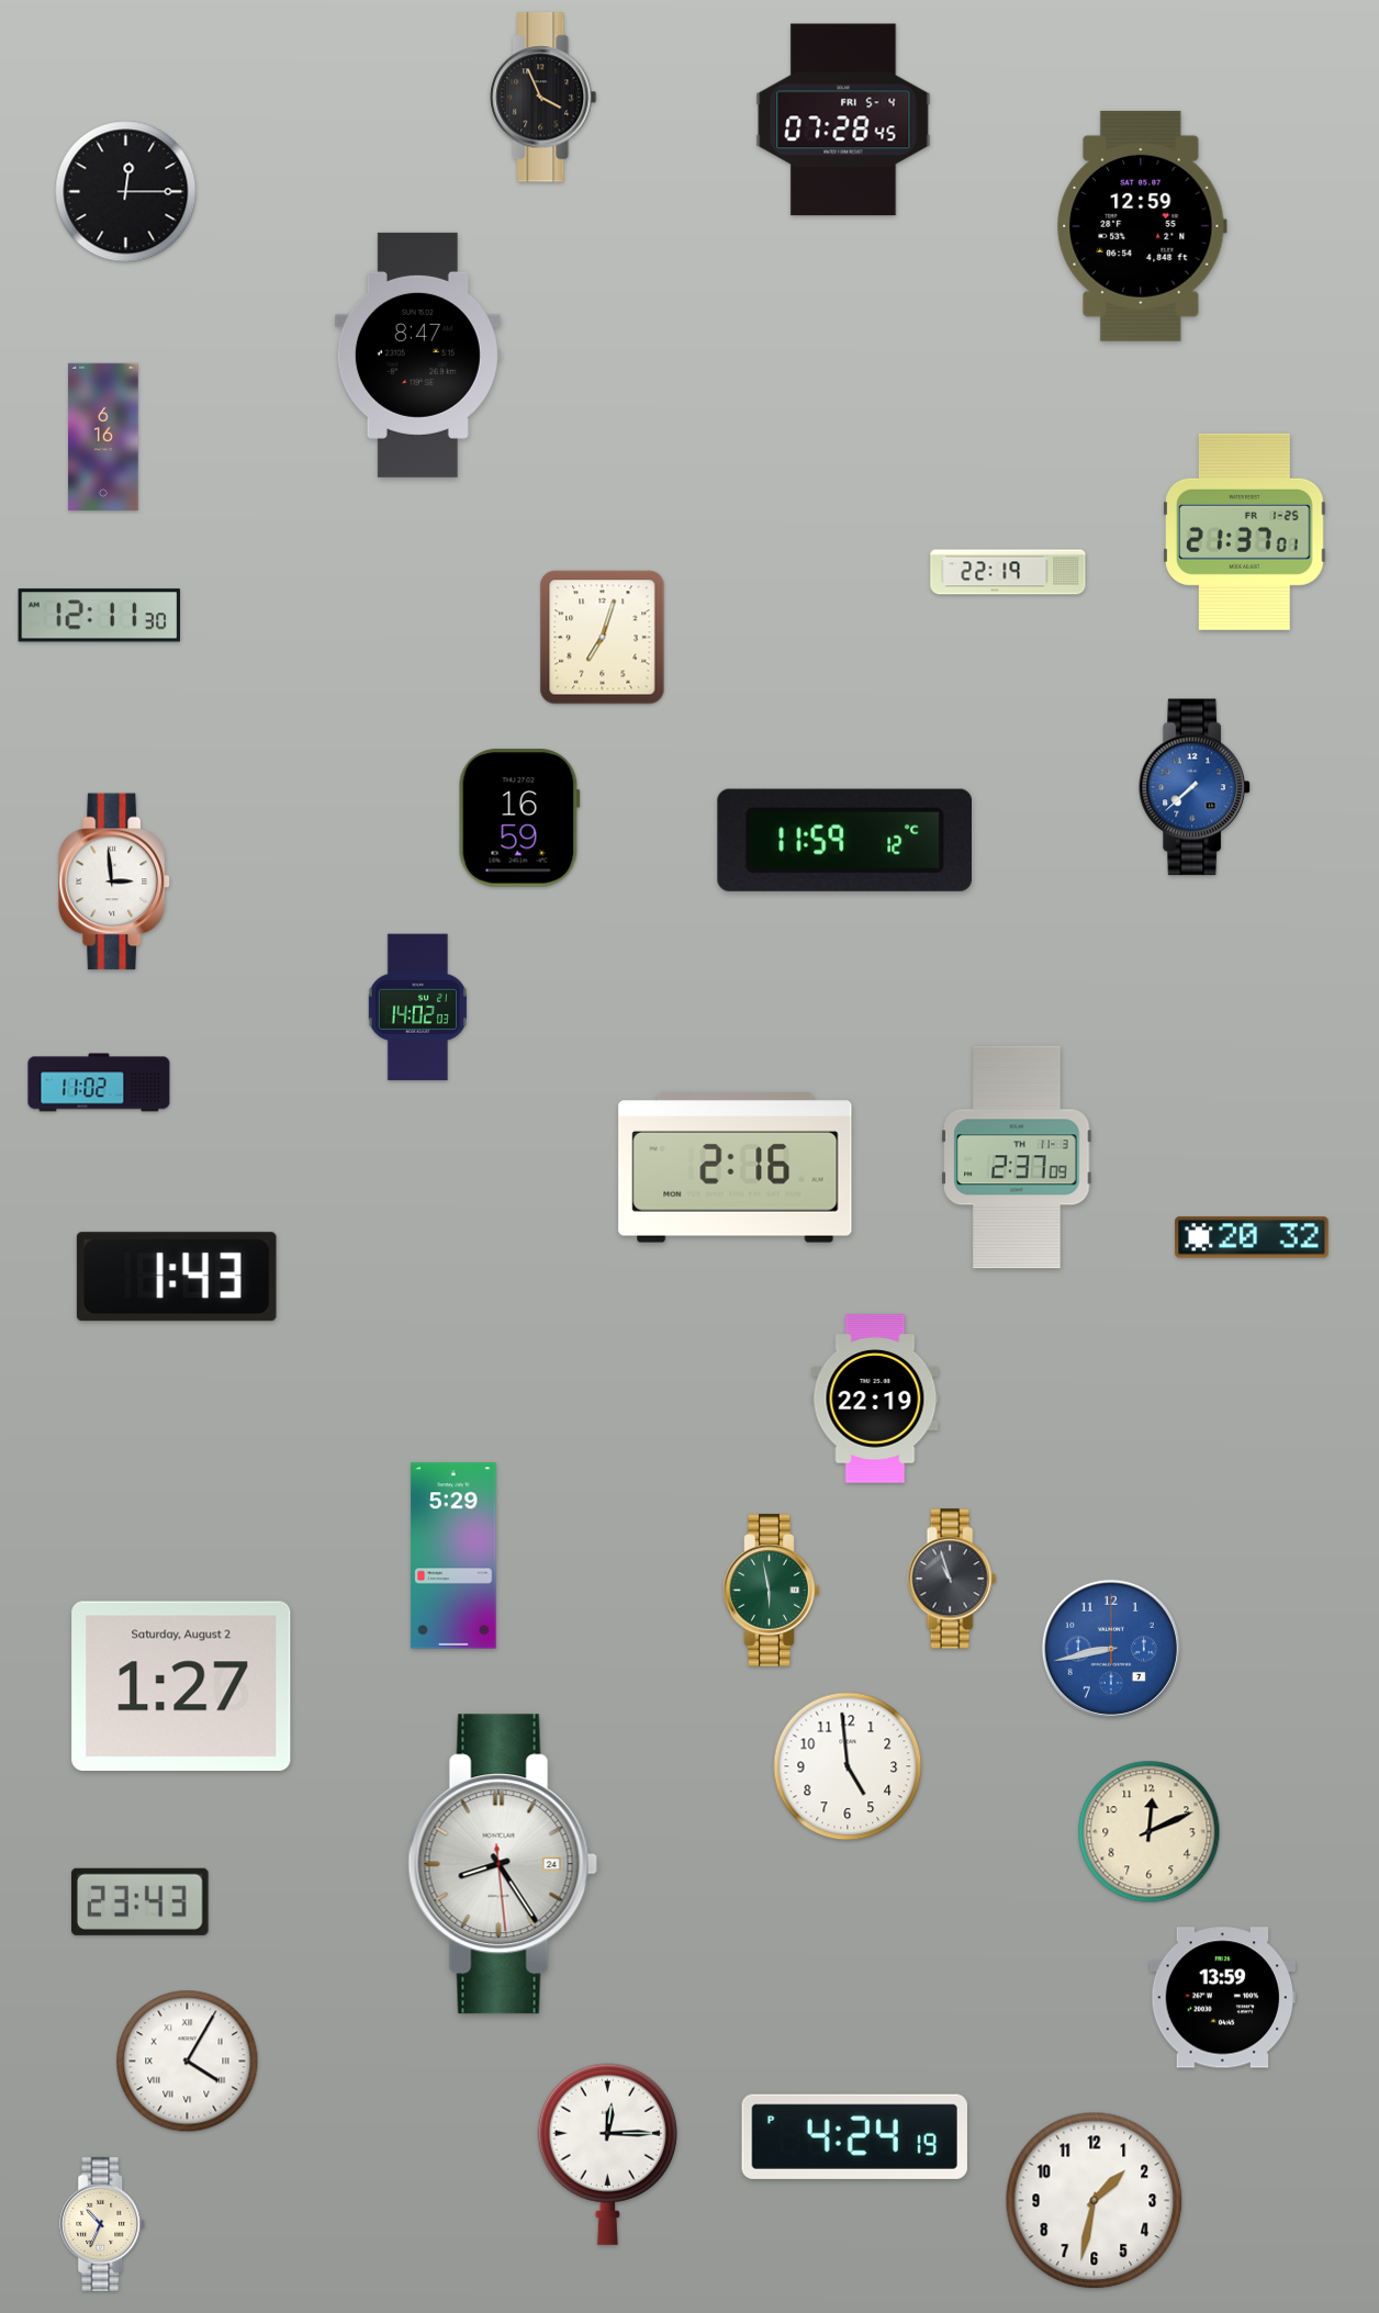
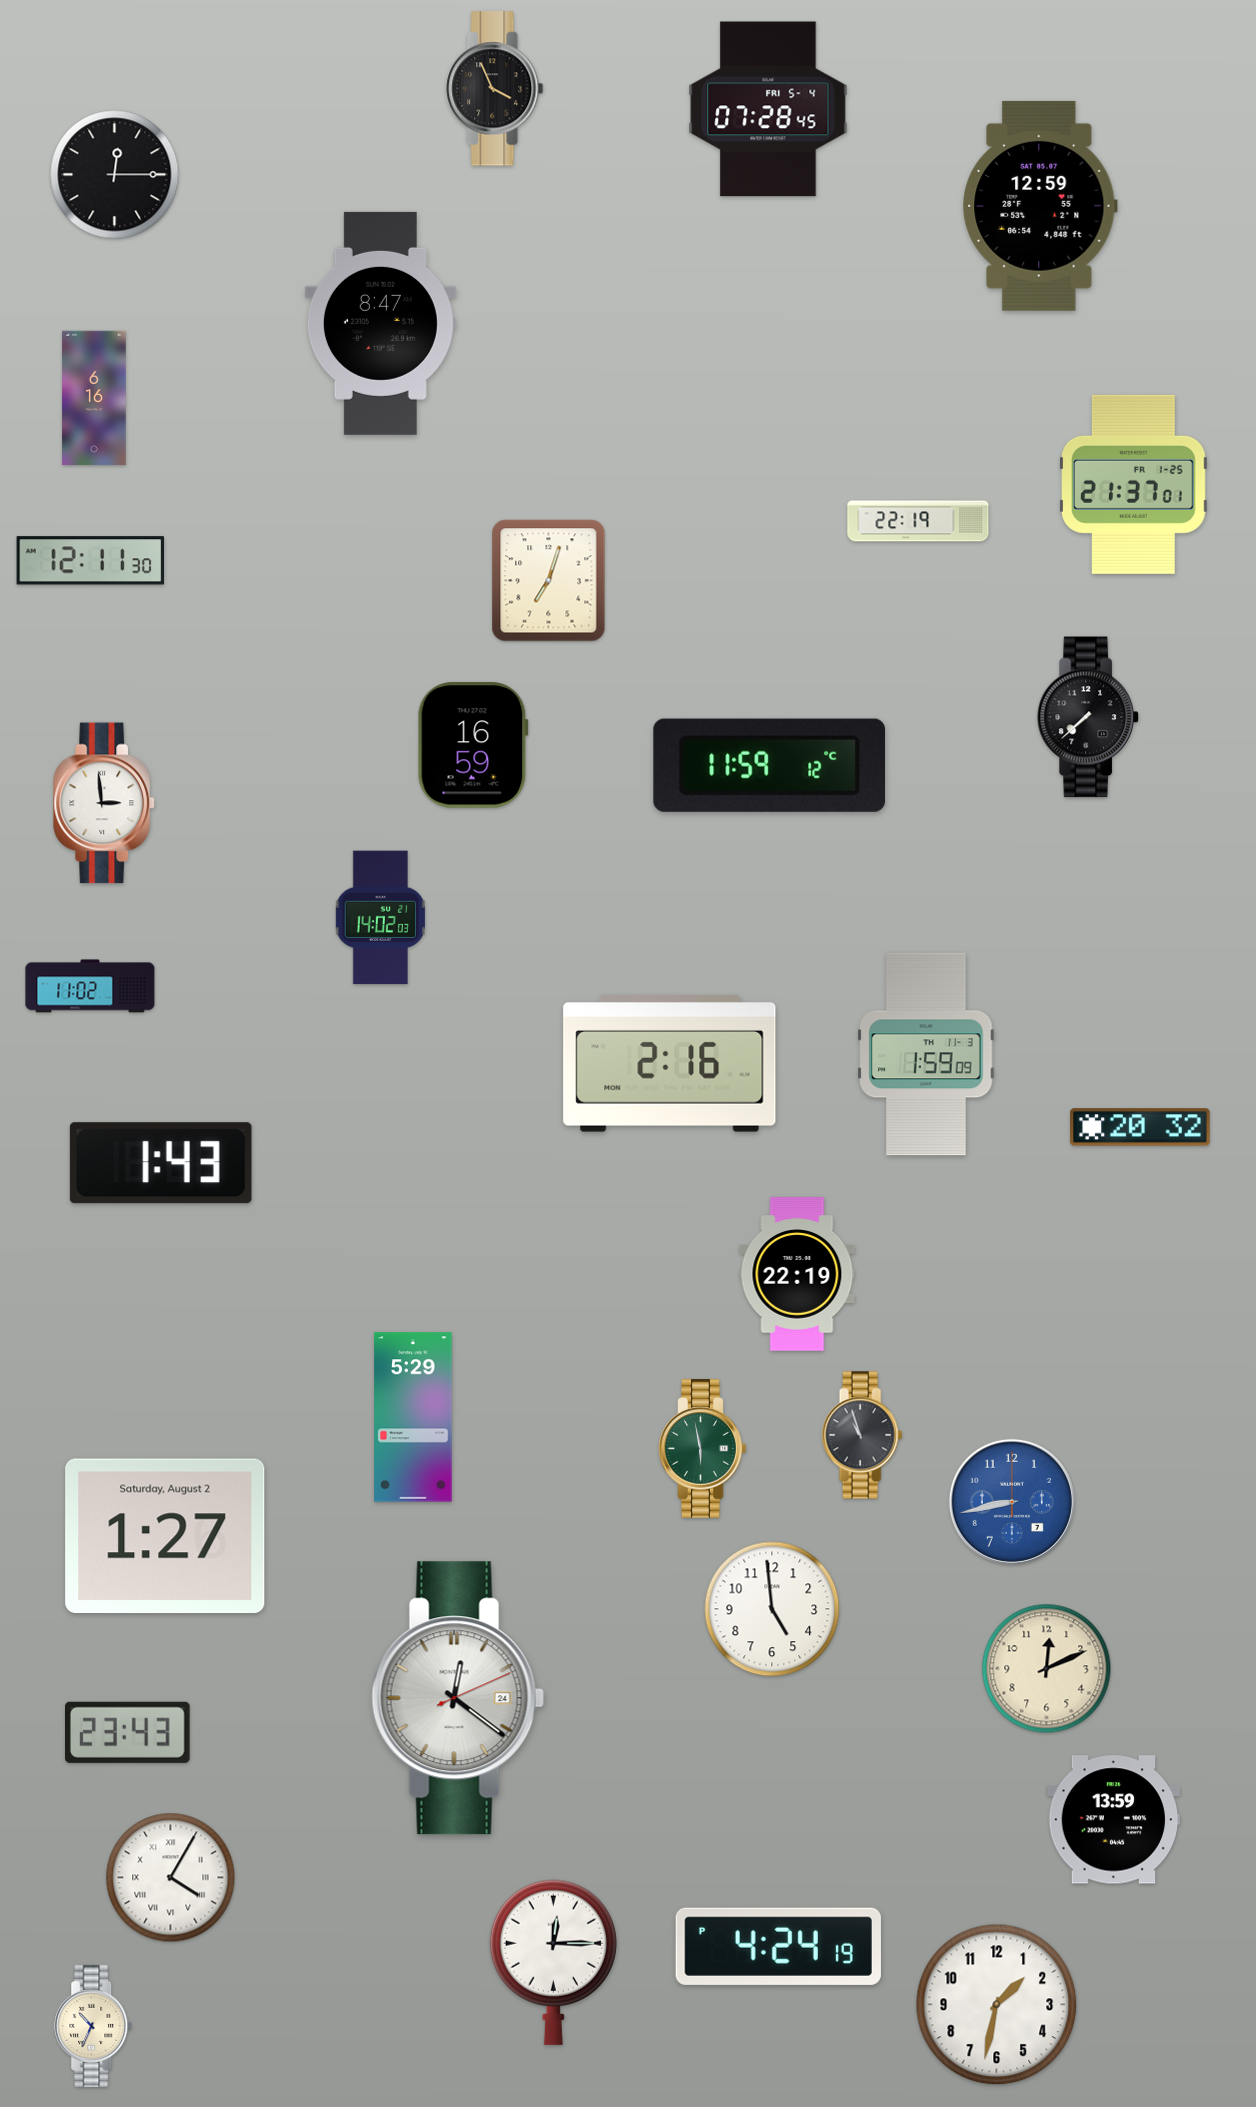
clock at (1195, 787) dial: blue -> black
clock at (1017, 1157): 2:37 -> 1:59
clock at (952, 1579) position: (952, 1579) -> (862, 1435)
clock at (503, 1864): 8:24 -> 12:21
